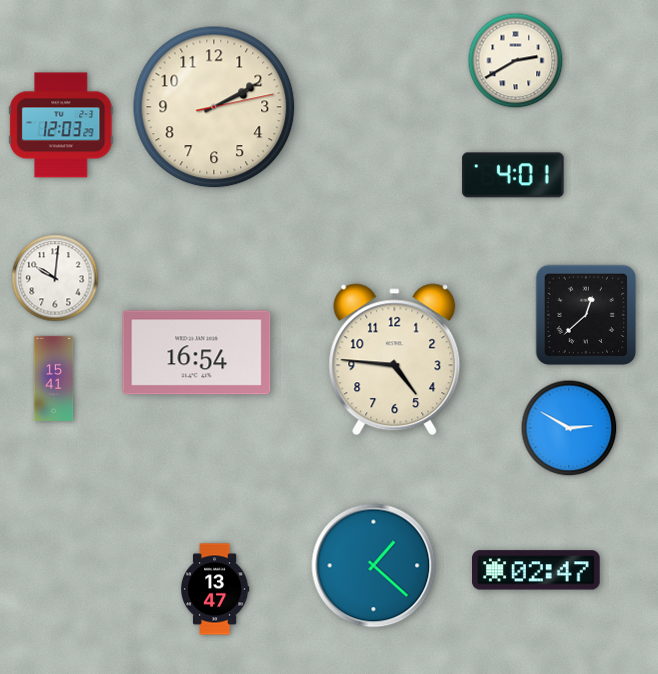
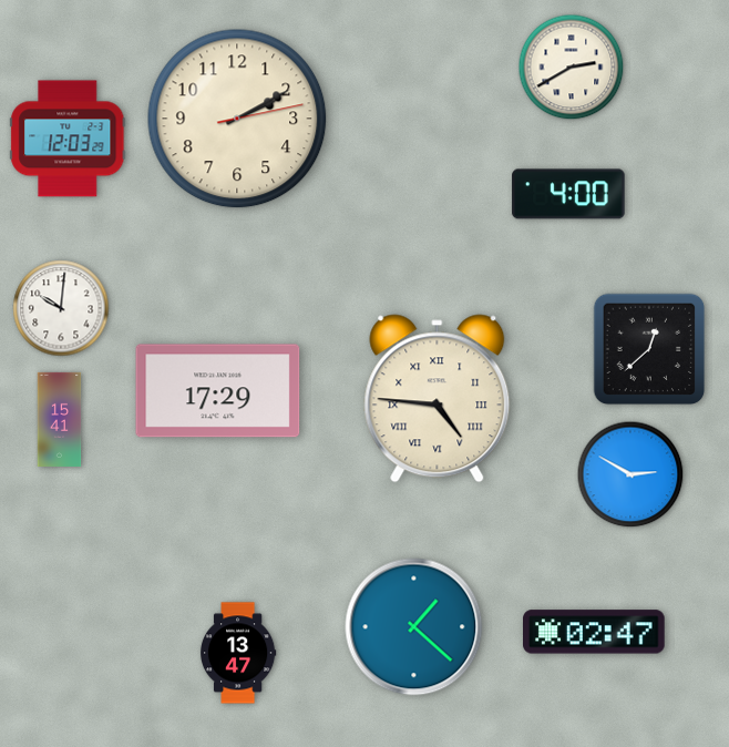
clock at (513, 175): 4:01 -> 4:00
clock at (197, 353): 16:54 -> 17:29
clock at (395, 360) numerals: Arabic -> Roman
